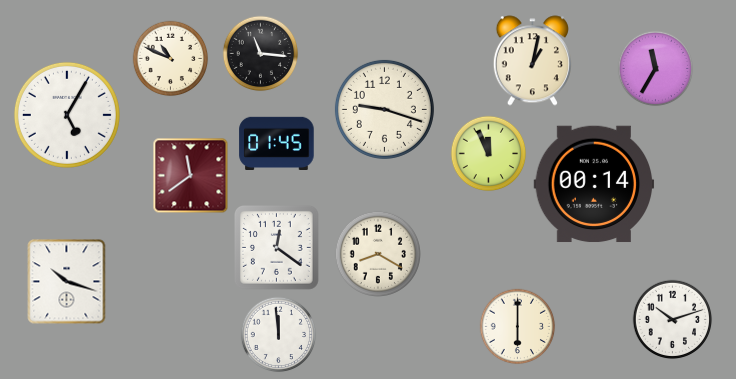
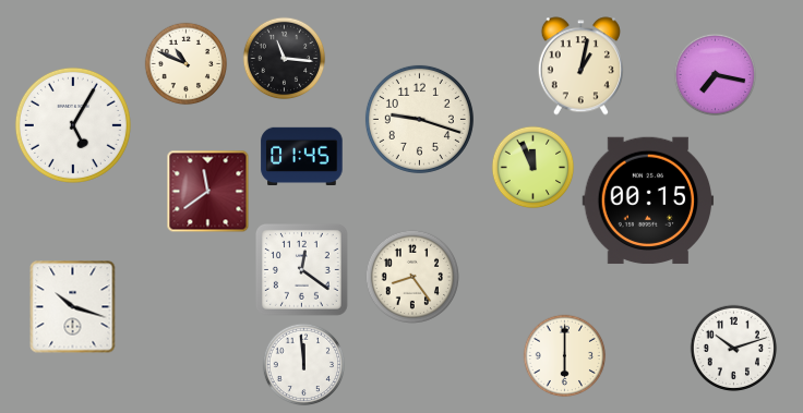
clock at (656, 69): 11:35 -> 7:17
clock at (594, 184): 00:14 -> 00:15
clock at (378, 254): 8:20 -> 8:24
